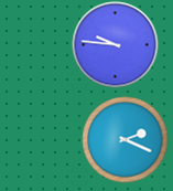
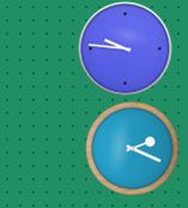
clock at (125, 139) position: (125, 139) -> (132, 148)
